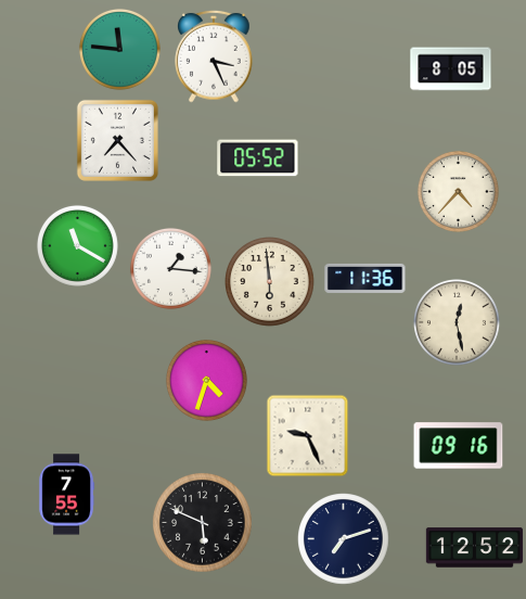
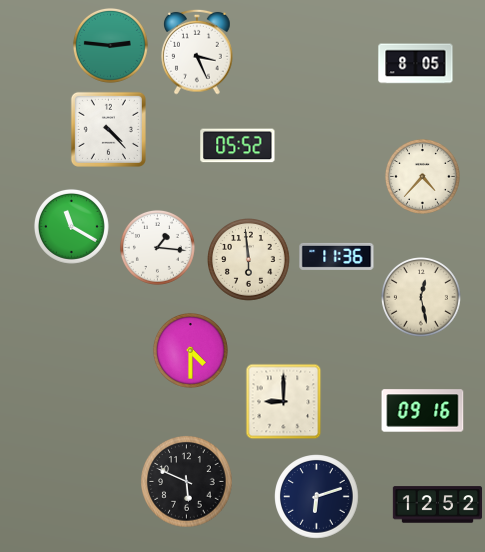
clock at (119, 49): 11:46 -> 2:46
clock at (117, 140): 7:23 -> 4:23
clock at (206, 380): 4:33 -> 4:30
clock at (308, 436): 9:26 -> 9:00
clock at (66, 495): 7:55 -> none
clock at (344, 539): 7:12 -> 6:12
